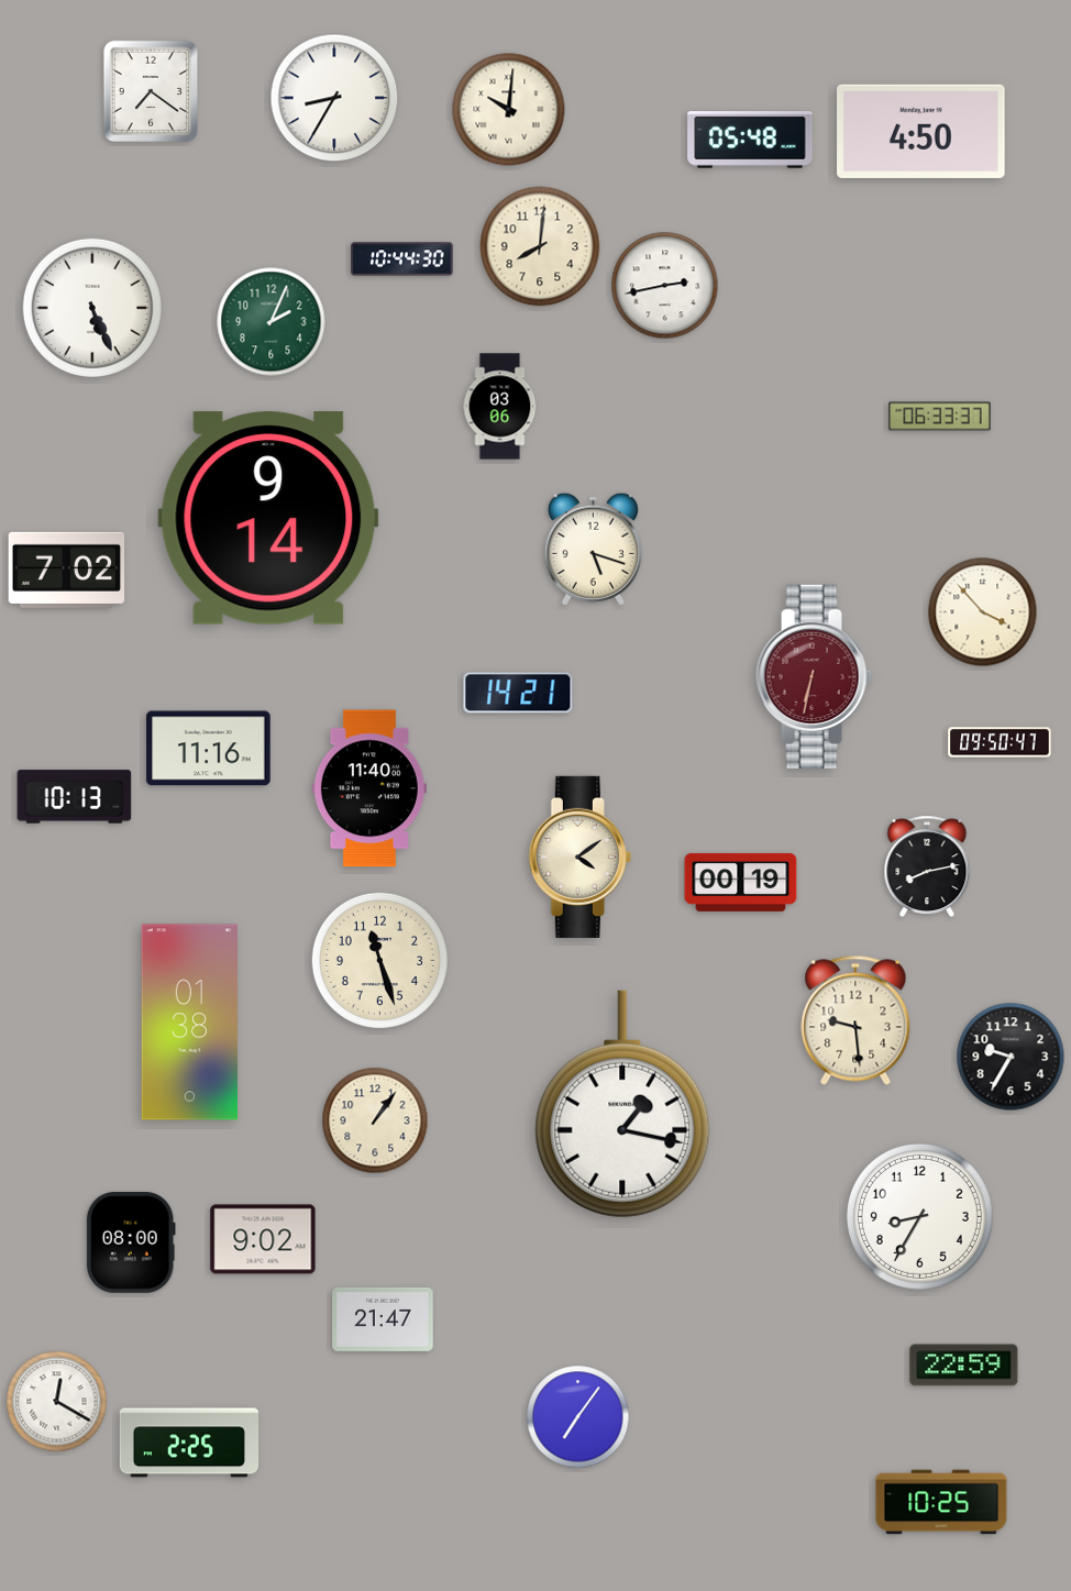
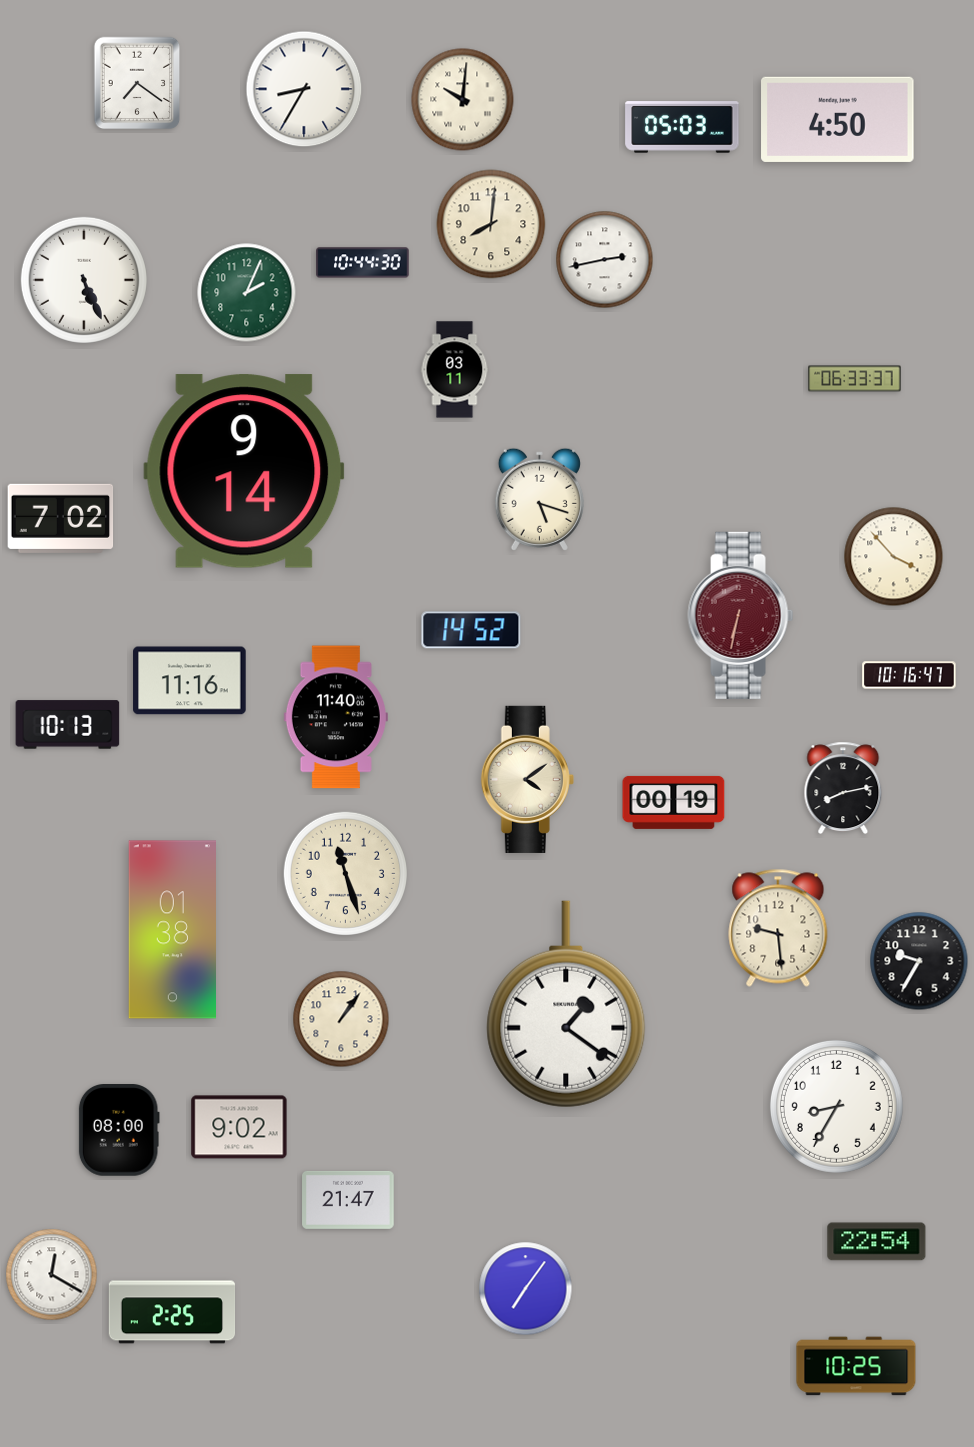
clock at (750, 140): 05:48 -> 05:03
clock at (402, 259) position: (402, 259) -> (363, 263)
clock at (500, 407): 03:06 -> 03:11
clock at (518, 693): 14:21 -> 14:52
clock at (1000, 742): 09:50 -> 10:16
clock at (622, 1104): 1:17 -> 1:21
clock at (964, 1366): 22:59 -> 22:54
